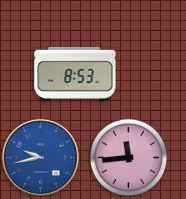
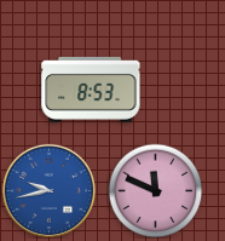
clock at (128, 157): 11:44 -> 11:49
